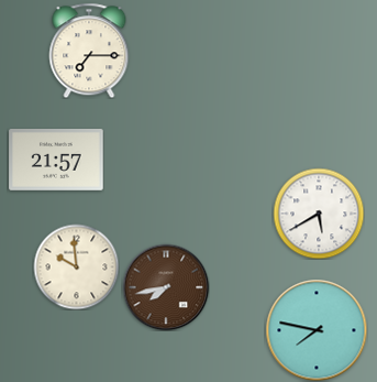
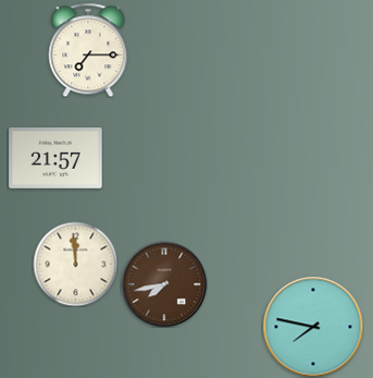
clock at (319, 214): 5:40 -> none
clock at (76, 266): 9:59 -> 11:59
